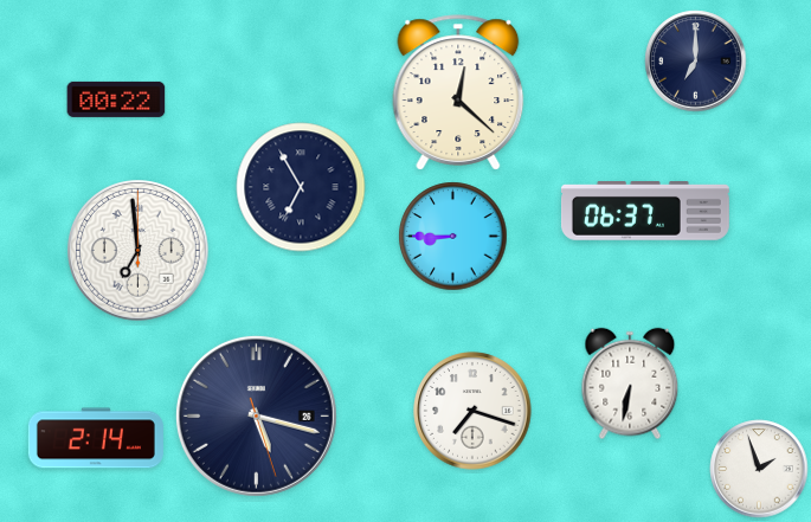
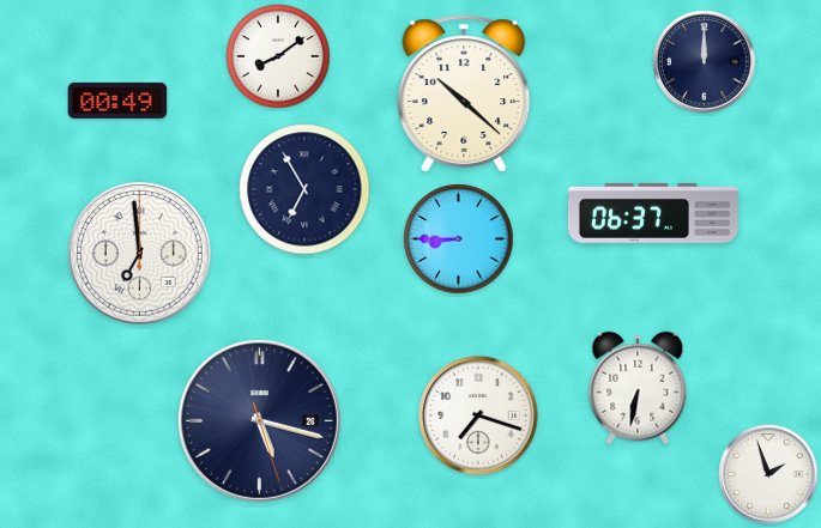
clock at (278, 56): none -> 8:09
clock at (696, 62): 7:00 -> 12:00
clock at (458, 92): 12:22 -> 10:22
clock at (116, 99): 00:22 -> 00:49
clock at (96, 438): 2:14 -> none
